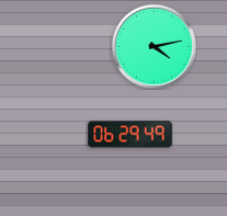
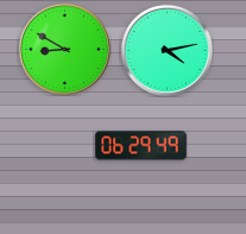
clock at (64, 49): none -> 8:50
